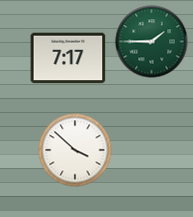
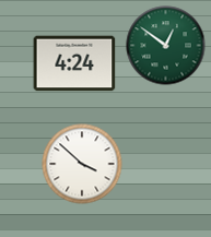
clock at (152, 42): 1:45 -> 12:51
clock at (68, 58): 7:17 -> 4:24
